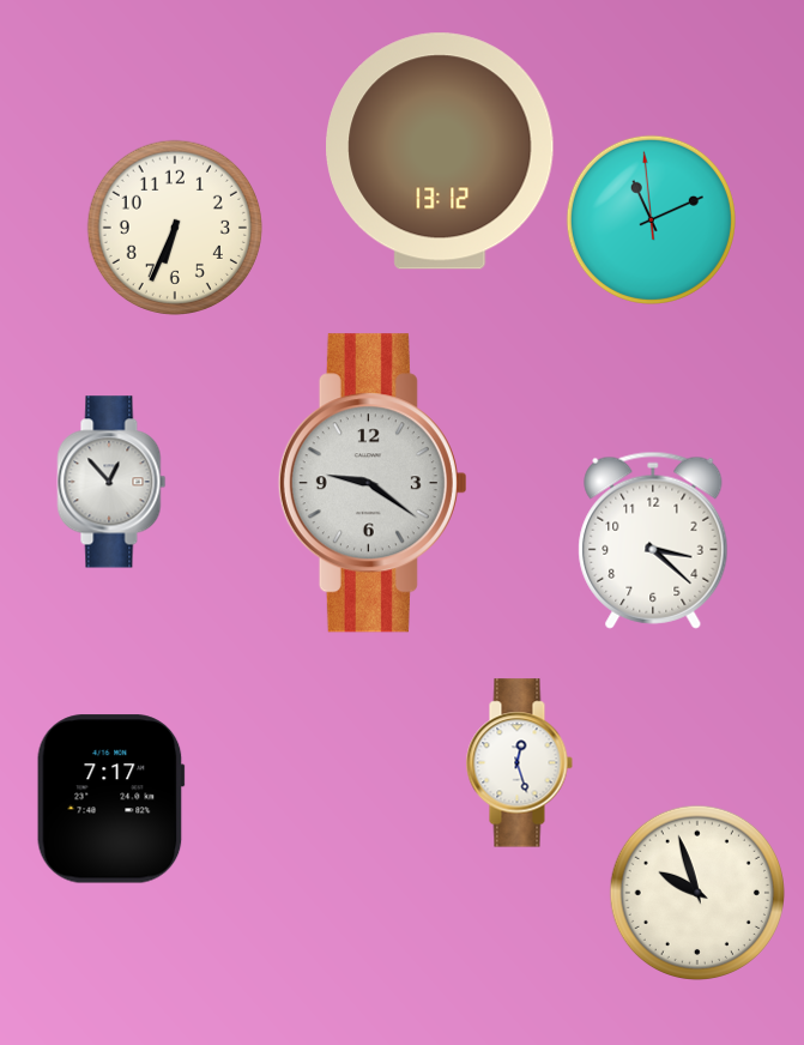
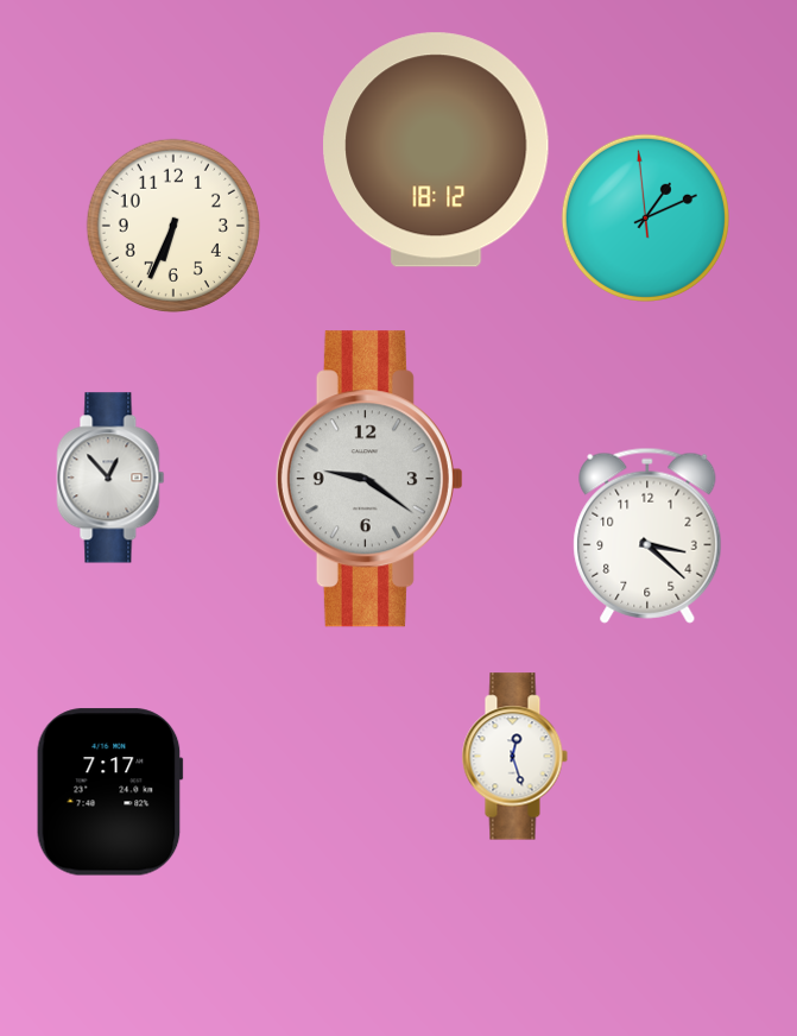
clock at (440, 151): 13:12 -> 18:12
clock at (651, 219): 11:10 -> 1:10
clock at (697, 893): 9:57 -> none
